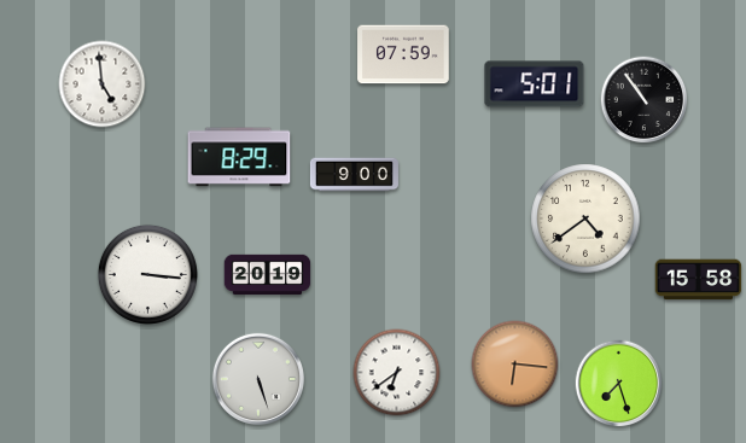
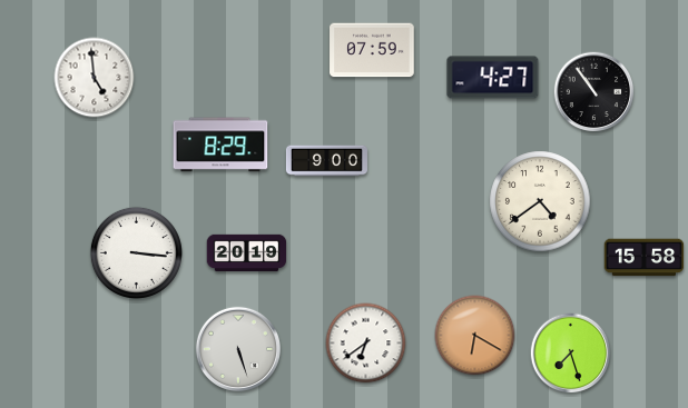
clock at (535, 84): 5:01 -> 4:27
clock at (515, 365): 6:16 -> 6:20
